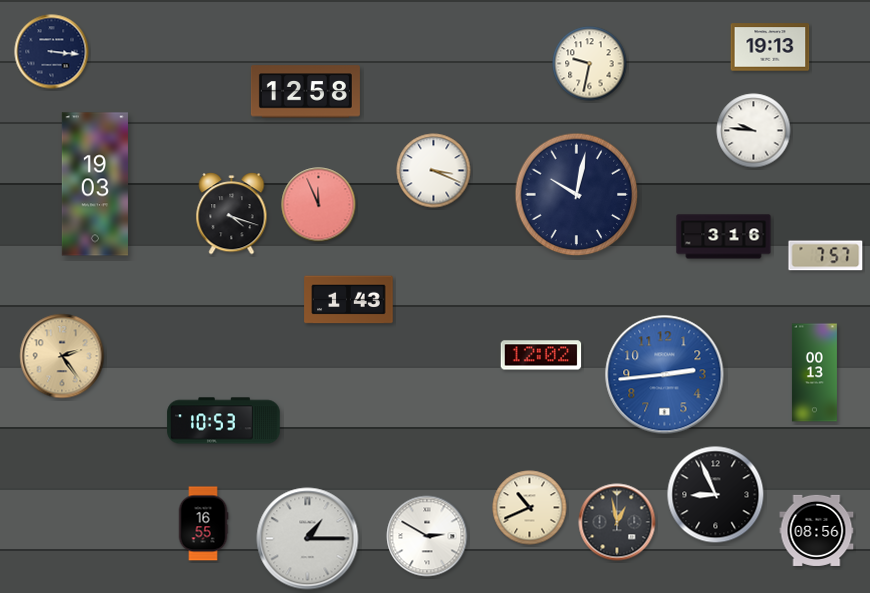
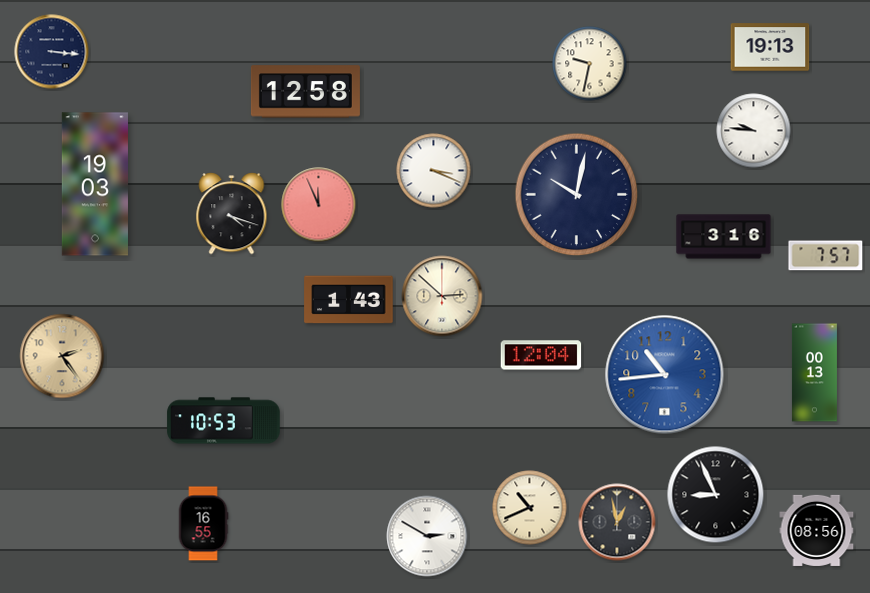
clock at (442, 296): none -> 2:52
clock at (541, 355): 12:02 -> 12:04
clock at (665, 375): 2:44 -> 10:44
clock at (308, 539): 1:15 -> none
